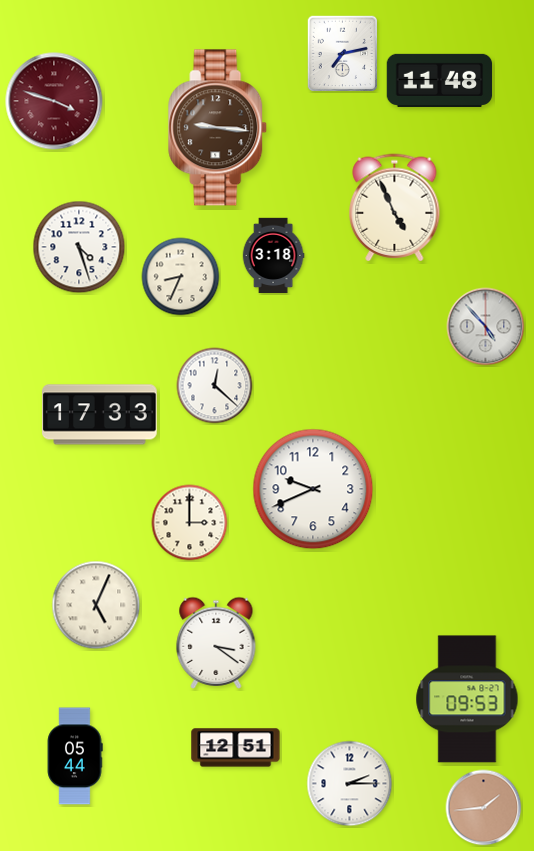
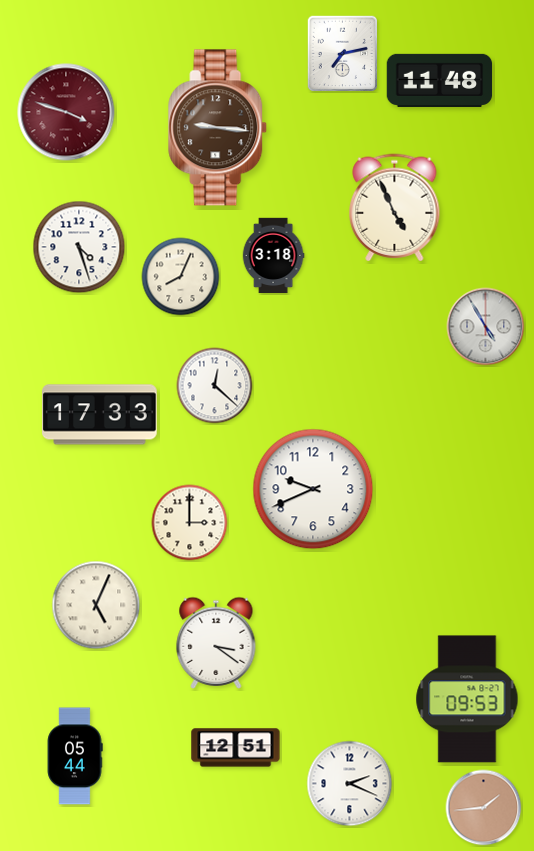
clock at (54, 101) position: (54, 101) -> (66, 112)
clock at (181, 277): 8:34 -> 8:04
clock at (486, 327): 4:53 -> 4:55
clock at (350, 784): 2:15 -> 2:19
